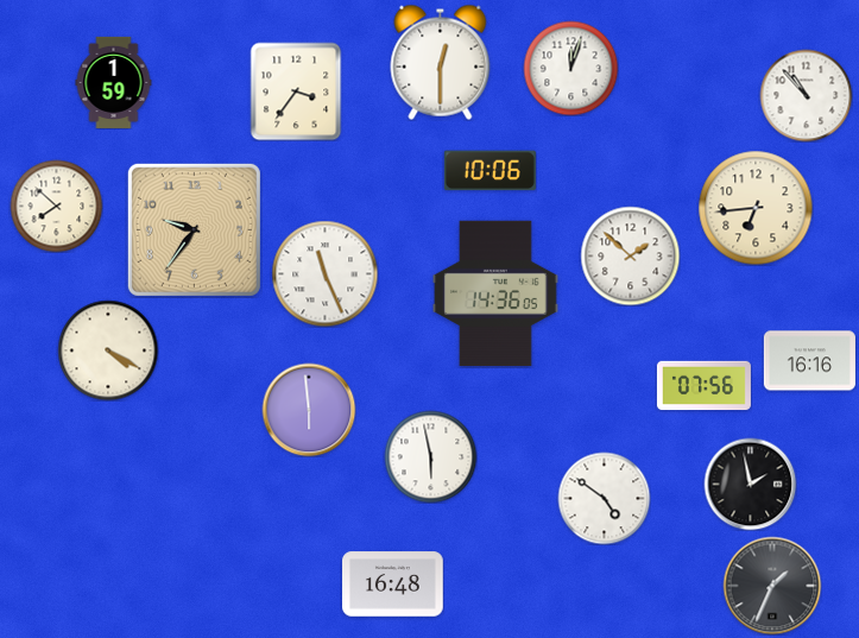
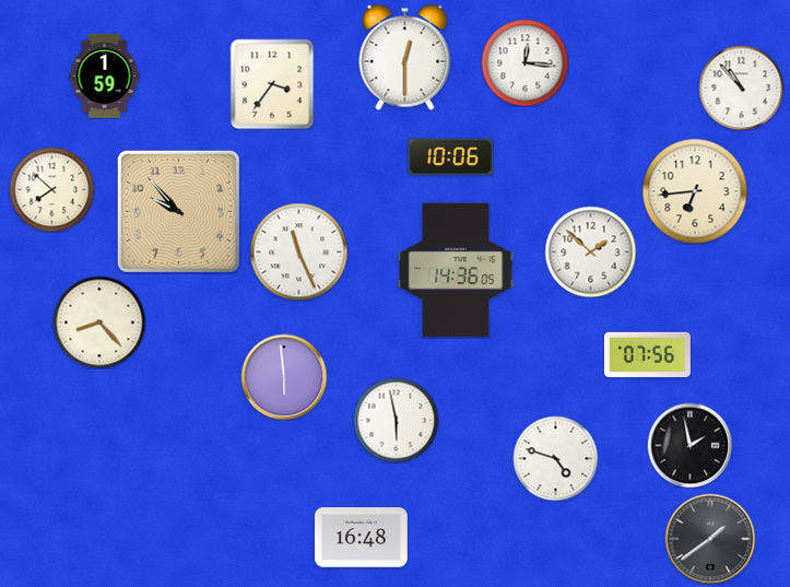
clock at (570, 68): 12:03 -> 12:16
clock at (194, 229): 9:36 -> 9:53
clock at (630, 255) position: (630, 255) -> (590, 251)
clock at (108, 350): 4:20 -> 8:23
clock at (809, 361): 16:16 -> none
clock at (604, 498): 4:51 -> 4:48
clock at (772, 586): 1:34 -> 1:39
